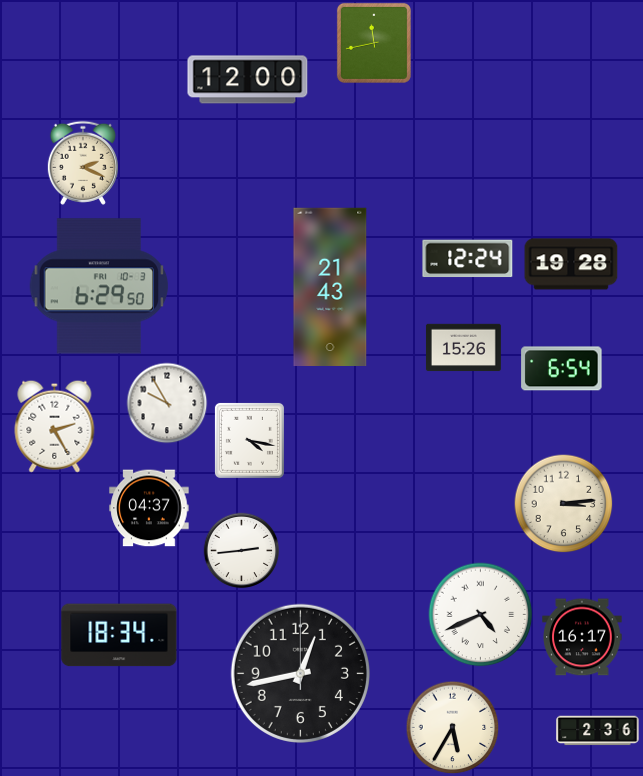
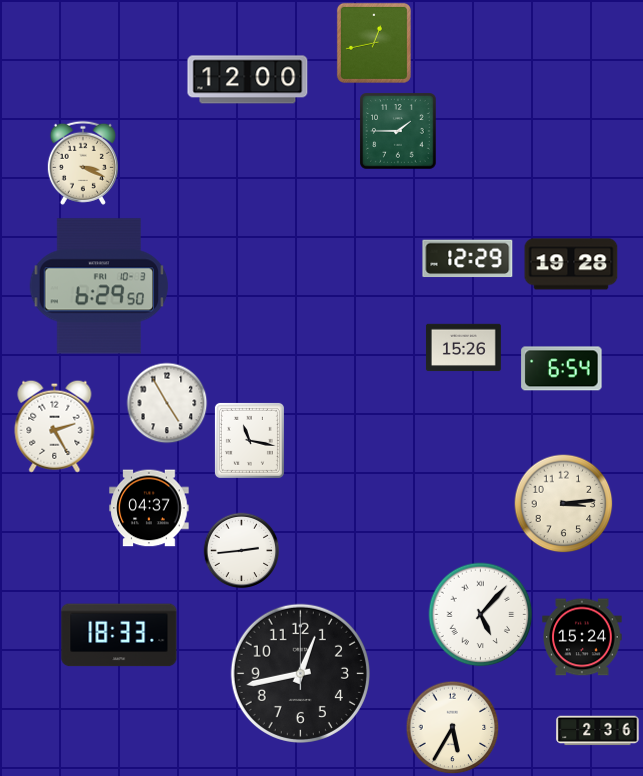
clock at (374, 43): 11:43 -> 12:43
clock at (398, 131): none -> 1:45
clock at (83, 163): 2:19 -> 3:19
clock at (468, 259): 12:24 -> 12:29
clock at (330, 286): 21:43 -> none
clock at (167, 403): 9:55 -> 4:55
clock at (249, 440): 4:17 -> 11:17
clock at (481, 615): 4:41 -> 5:07
clock at (119, 635): 18:34 -> 18:33
clock at (582, 637): 16:17 -> 15:24
